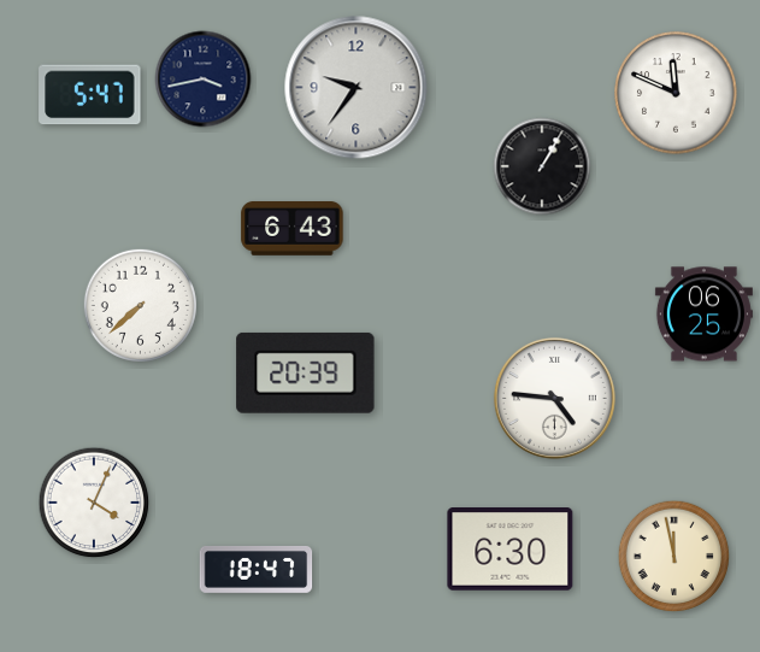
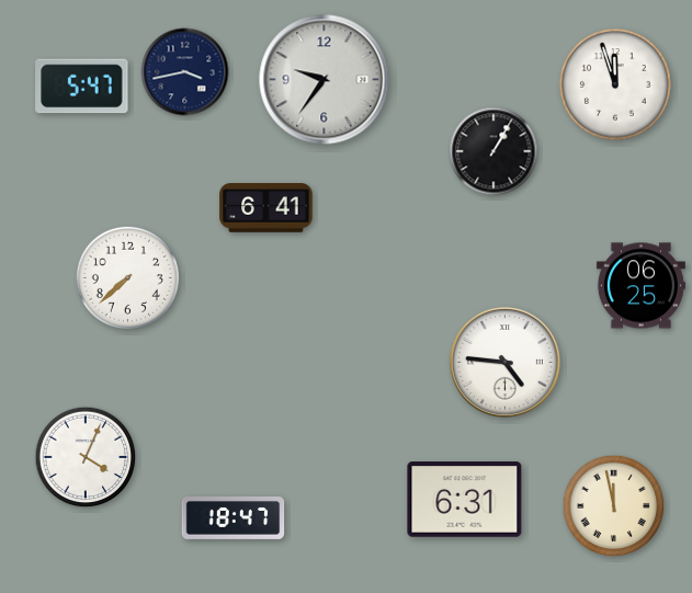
clock at (676, 93): 11:49 -> 11:57
clock at (293, 229): 6:43 -> 6:41
clock at (306, 372): 20:39 -> none
clock at (511, 550): 6:30 -> 6:31
